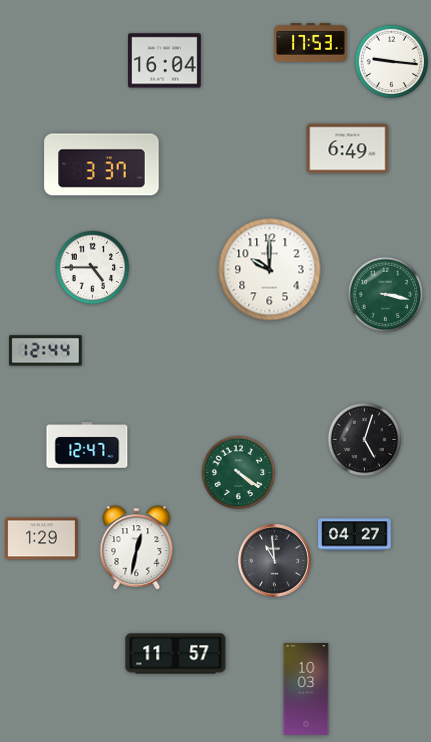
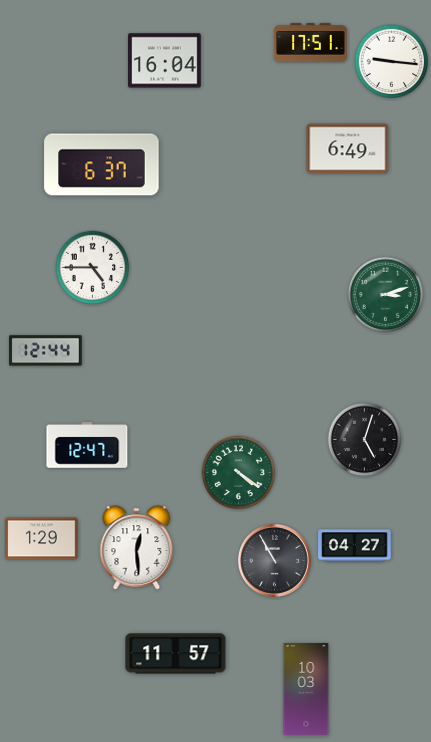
clock at (311, 43): 17:53 -> 17:51
clock at (102, 165): 3:37 -> 6:37
clock at (270, 270): 10:00 -> none
clock at (386, 295): 3:17 -> 3:12
clock at (355, 535) position: (355, 535) -> (355, 546)
clock at (137, 548): 12:32 -> 12:29
clock at (274, 560): 10:59 -> 10:55
